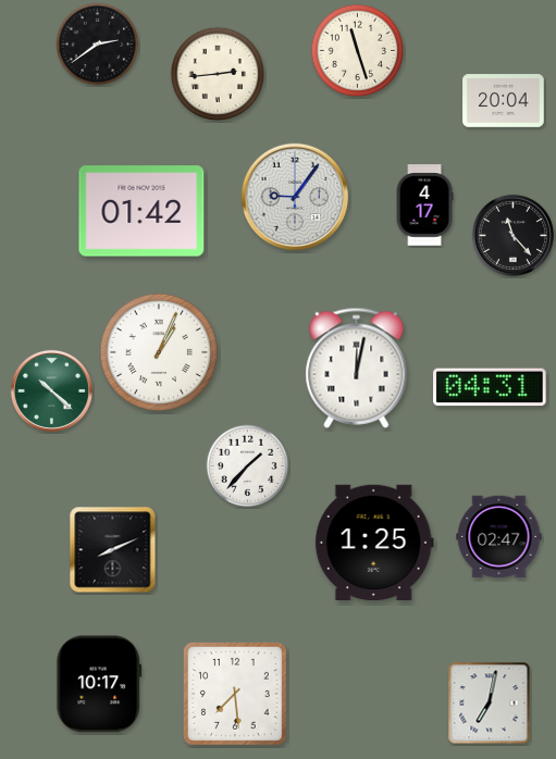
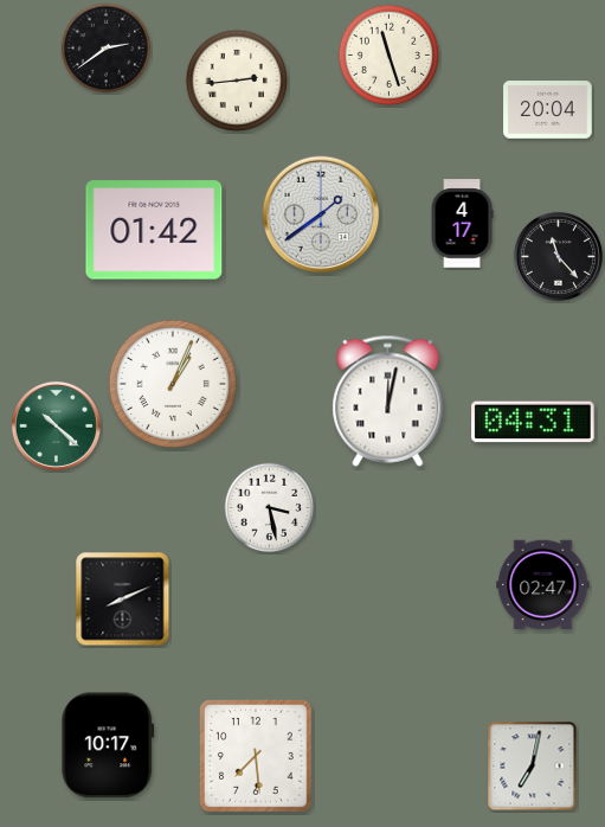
clock at (295, 197): 9:06 -> 1:39
clock at (248, 466): 1:37 -> 3:28
clock at (374, 542): 1:25 -> none
